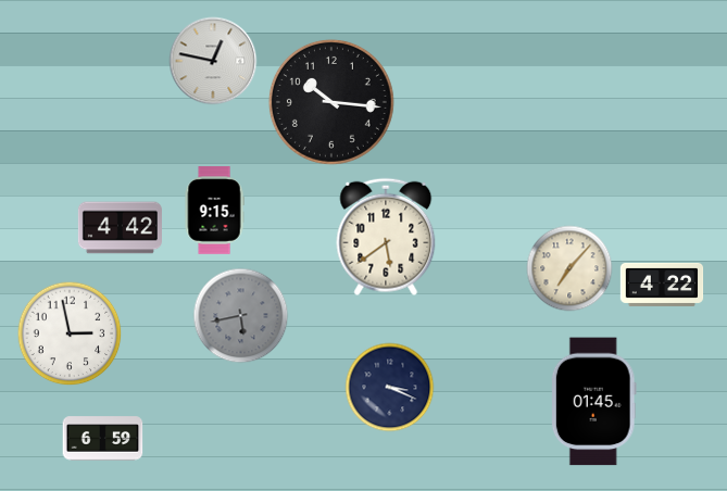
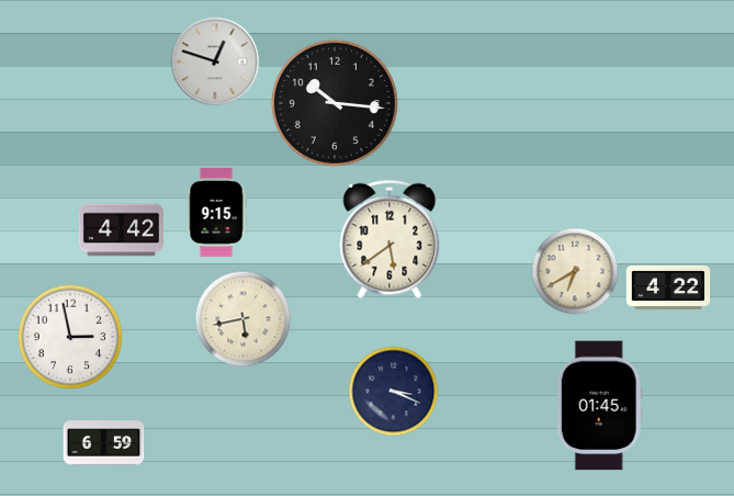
clock at (213, 61): 12:47 -> 12:48
clock at (569, 268): 7:07 -> 6:40
clock at (241, 316) dial: grey -> cream
